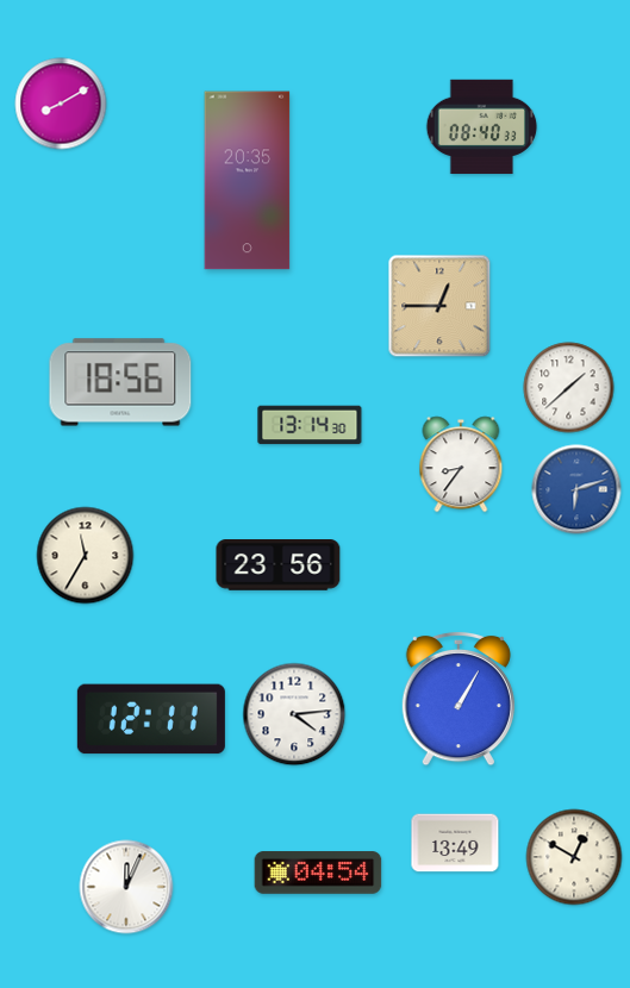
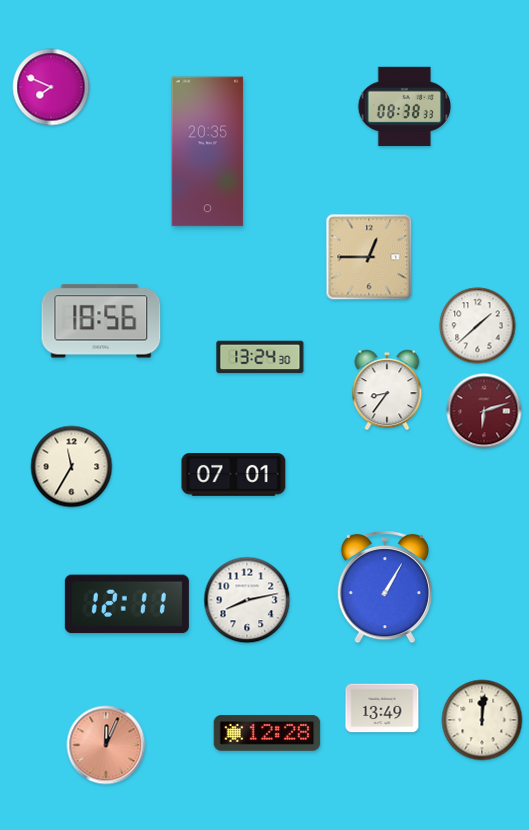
clock at (61, 104): 8:10 -> 7:49
clock at (482, 127): 08:40 -> 08:38
clock at (310, 425): 13:14 -> 13:24
clock at (576, 489) dial: blue -> burgundy
clock at (279, 565): 23:56 -> 07:01
clock at (294, 714): 4:14 -> 8:13
clock at (574, 857): 12:50 -> 12:01
clock at (318, 873): 04:54 -> 12:28
clock at (126, 887) dial: white -> salmon
